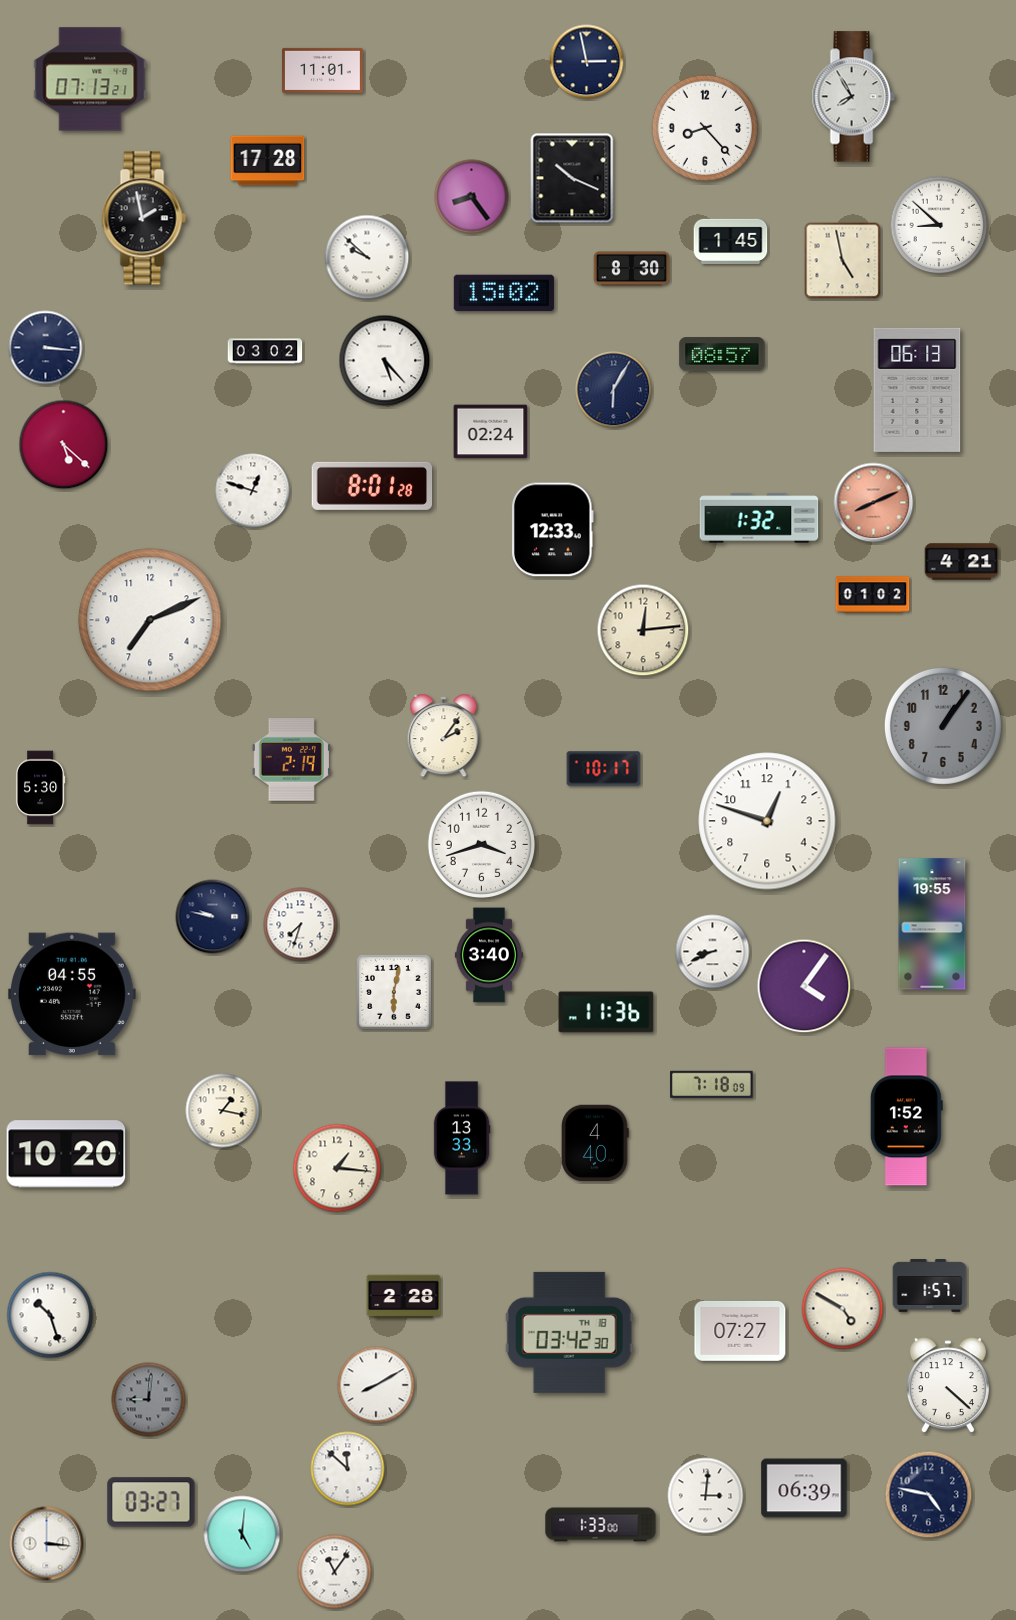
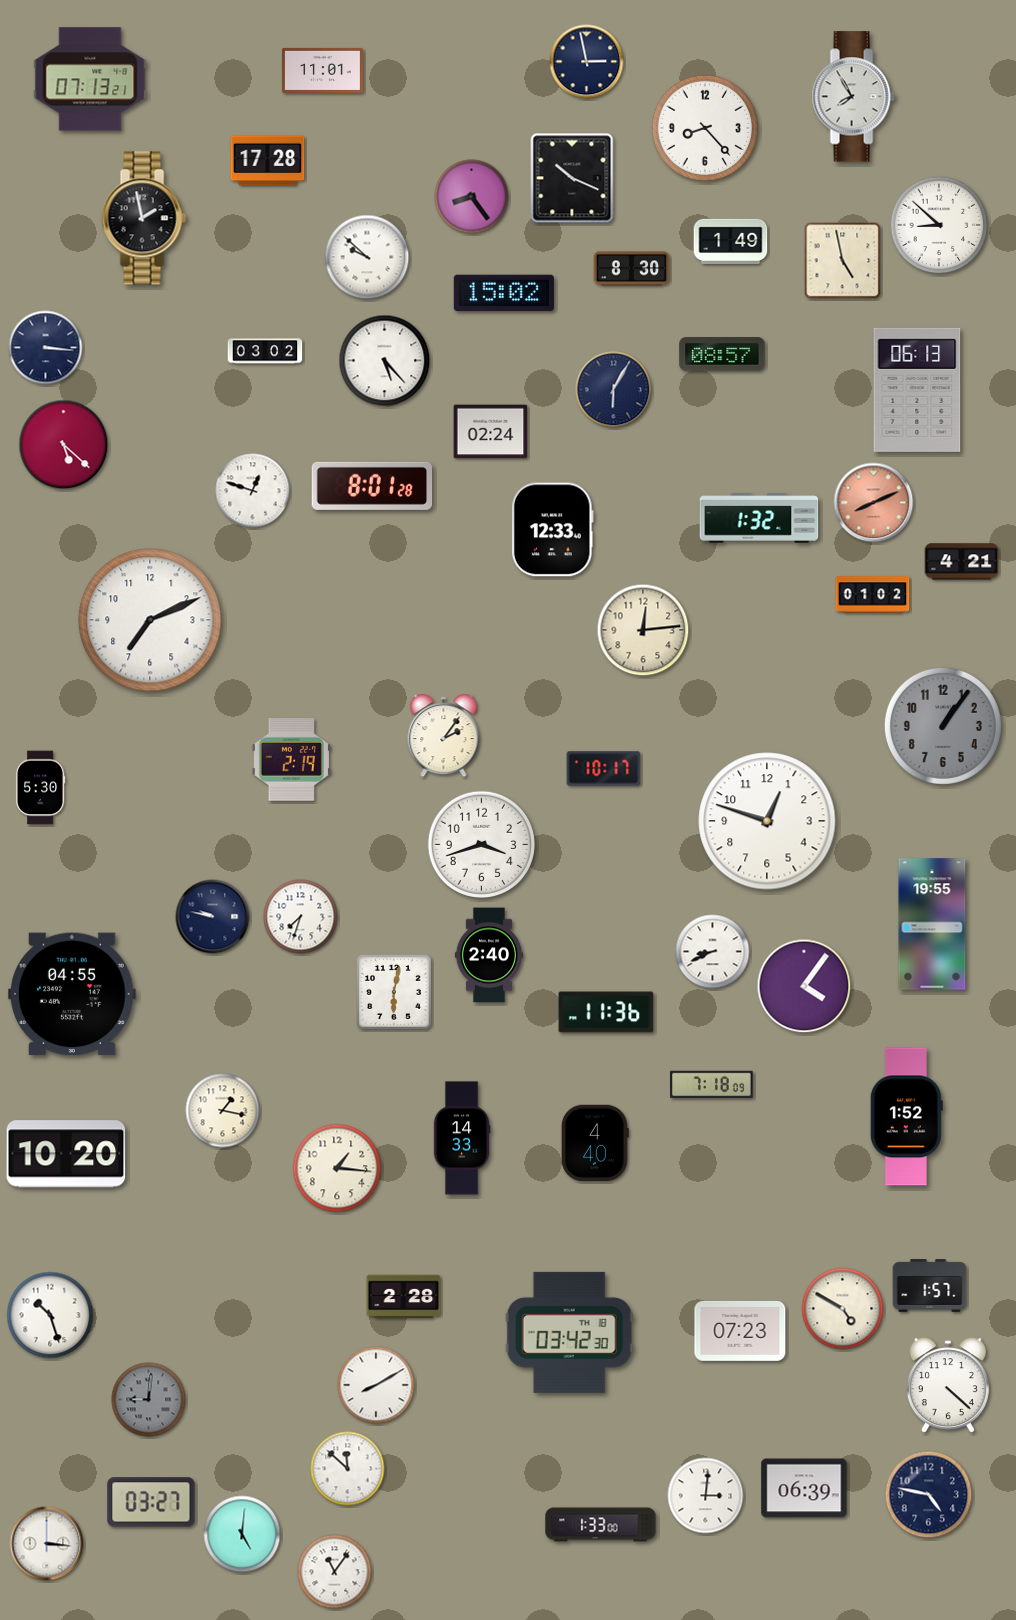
clock at (731, 242): 1:45 -> 1:49
clock at (301, 925) position: (301, 925) -> (301, 917)
clock at (489, 955): 3:40 -> 2:40
clock at (462, 1138): 13:33 -> 14:33
clock at (740, 1331): 07:27 -> 07:23
